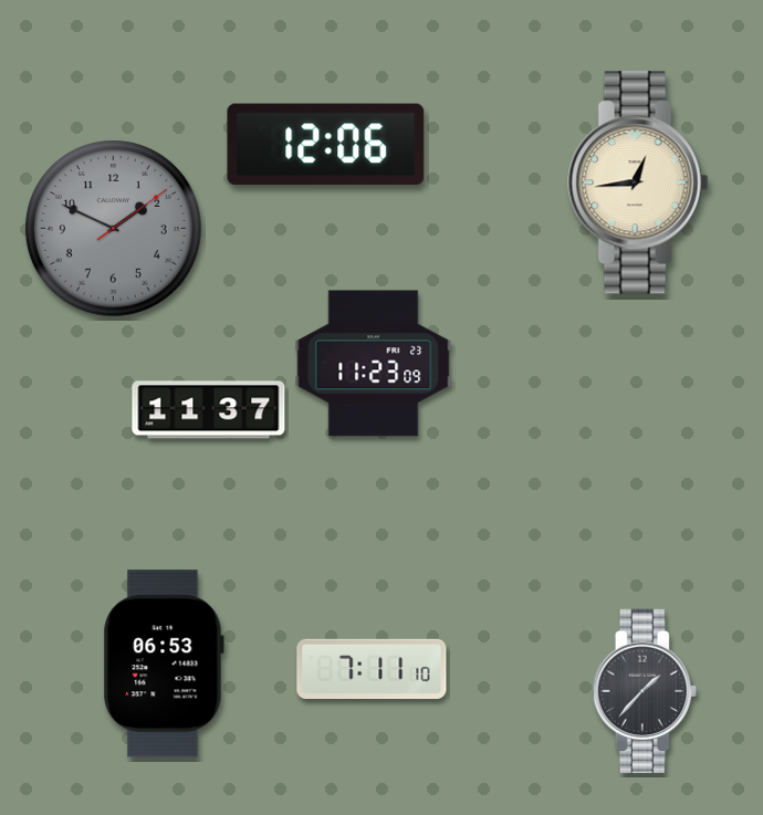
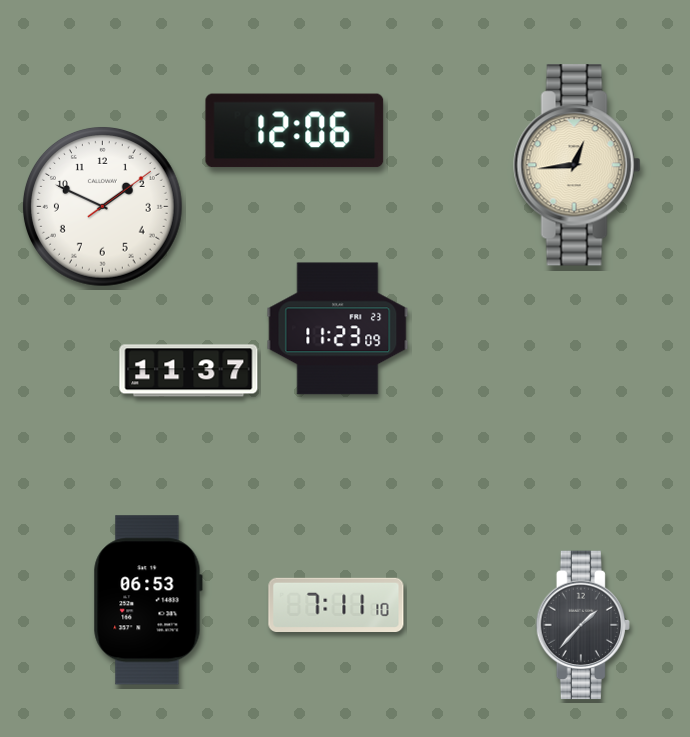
clock at (114, 229) dial: grey -> white
